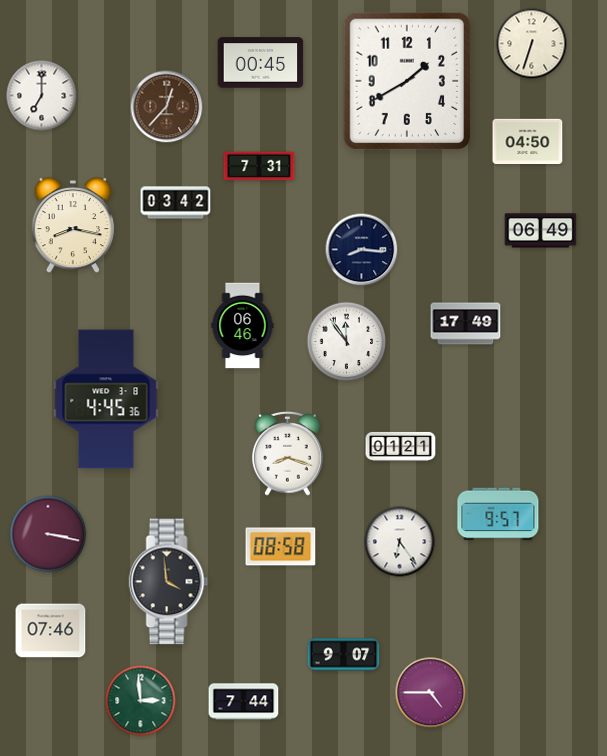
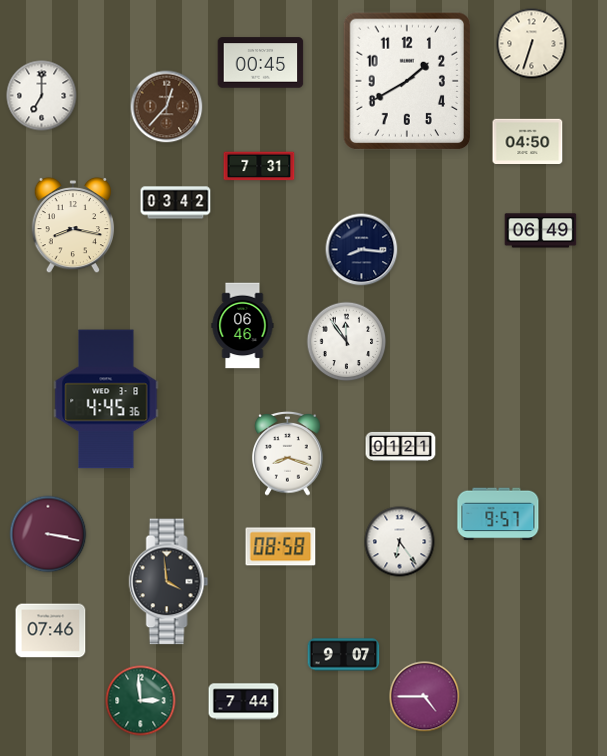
clock at (466, 324): 17:49 -> none
clock at (431, 693) position: (431, 693) -> (425, 697)
